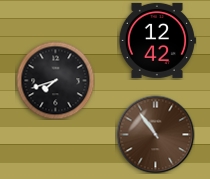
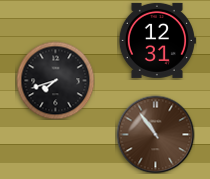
clock at (157, 40): 12:42 -> 12:31
